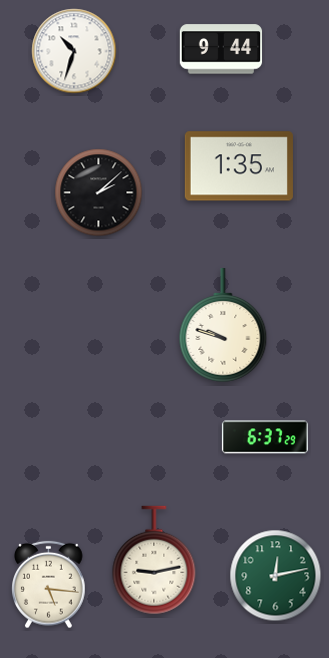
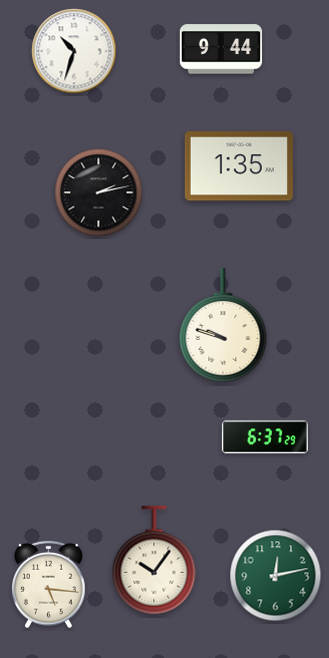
clock at (99, 193): 2:08 -> 2:13
clock at (154, 560): 9:13 -> 10:06
